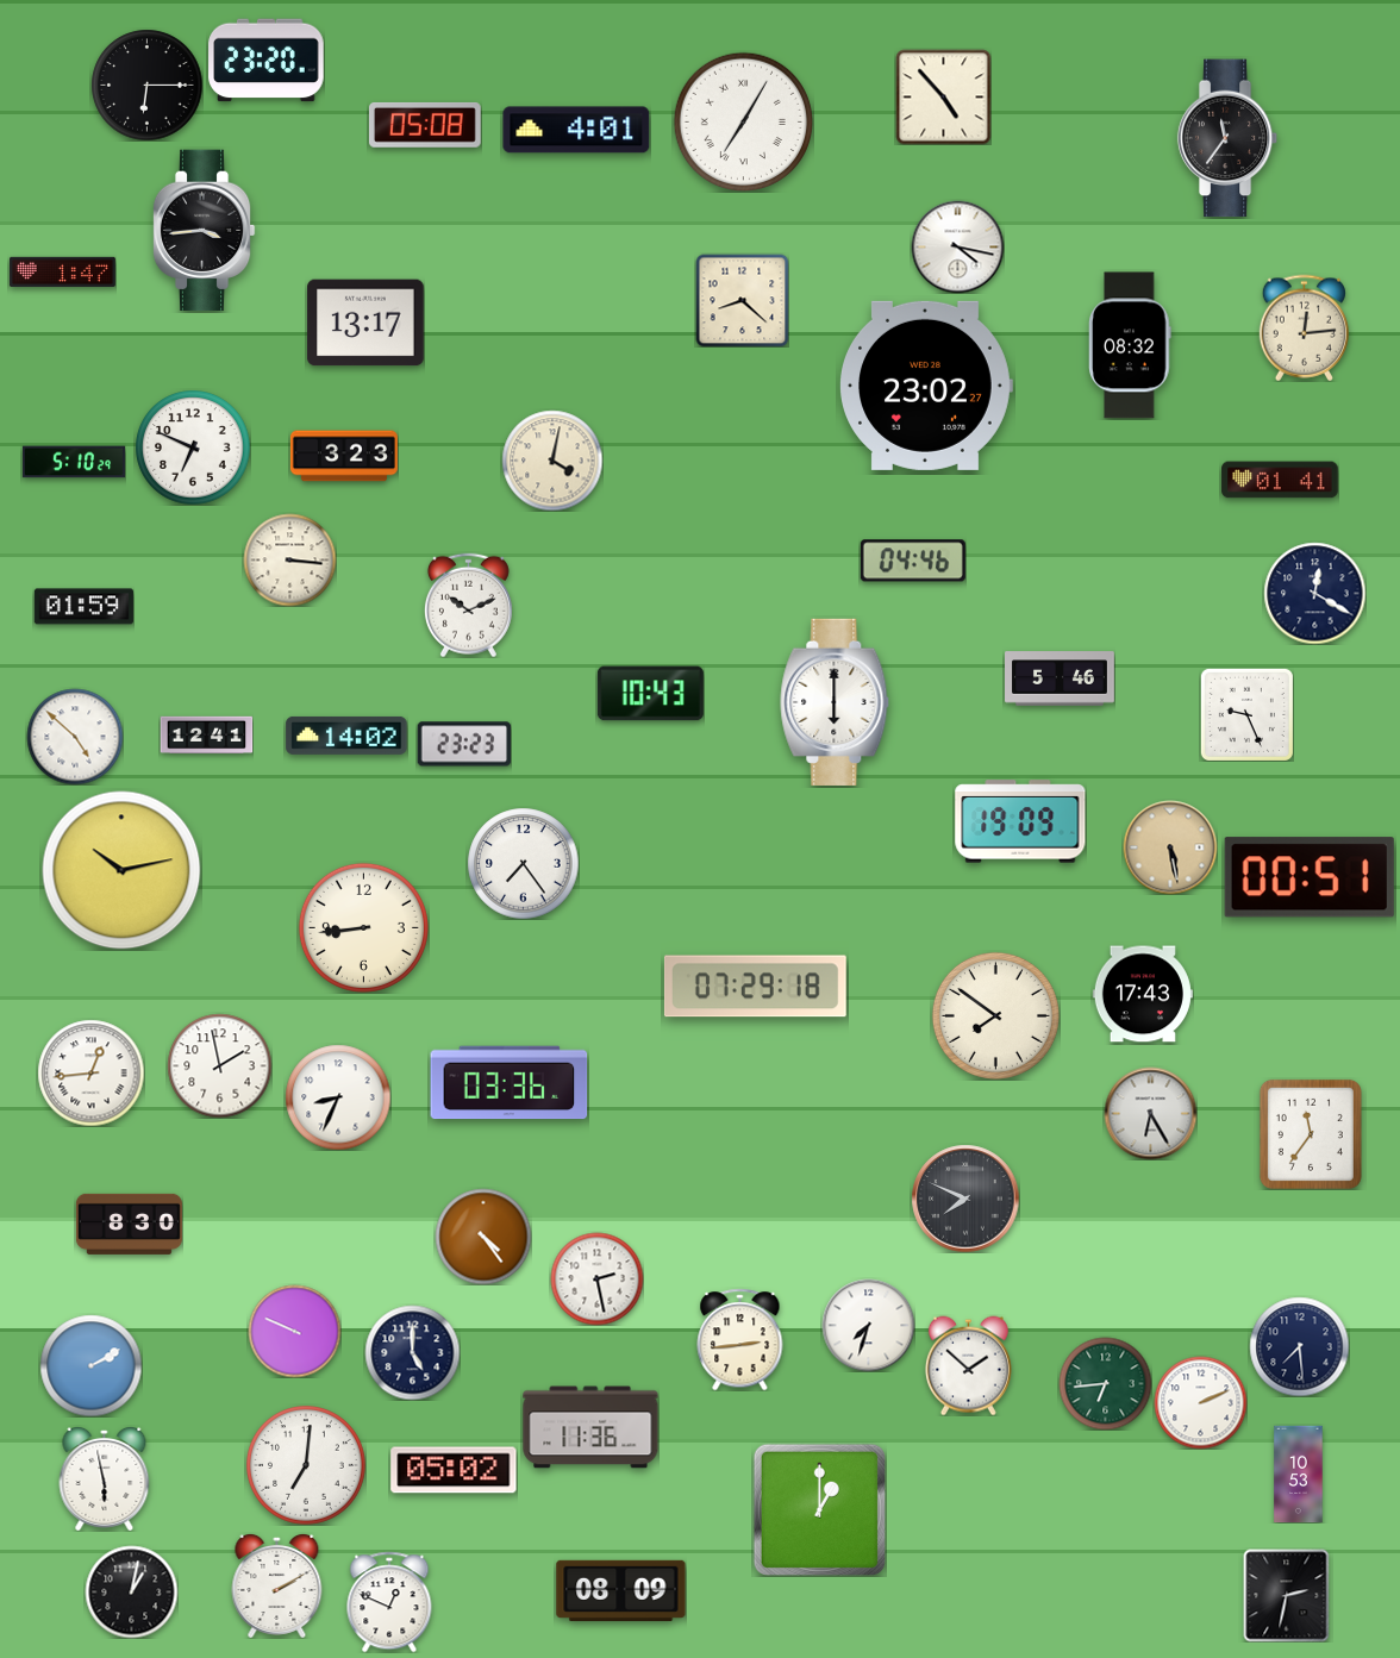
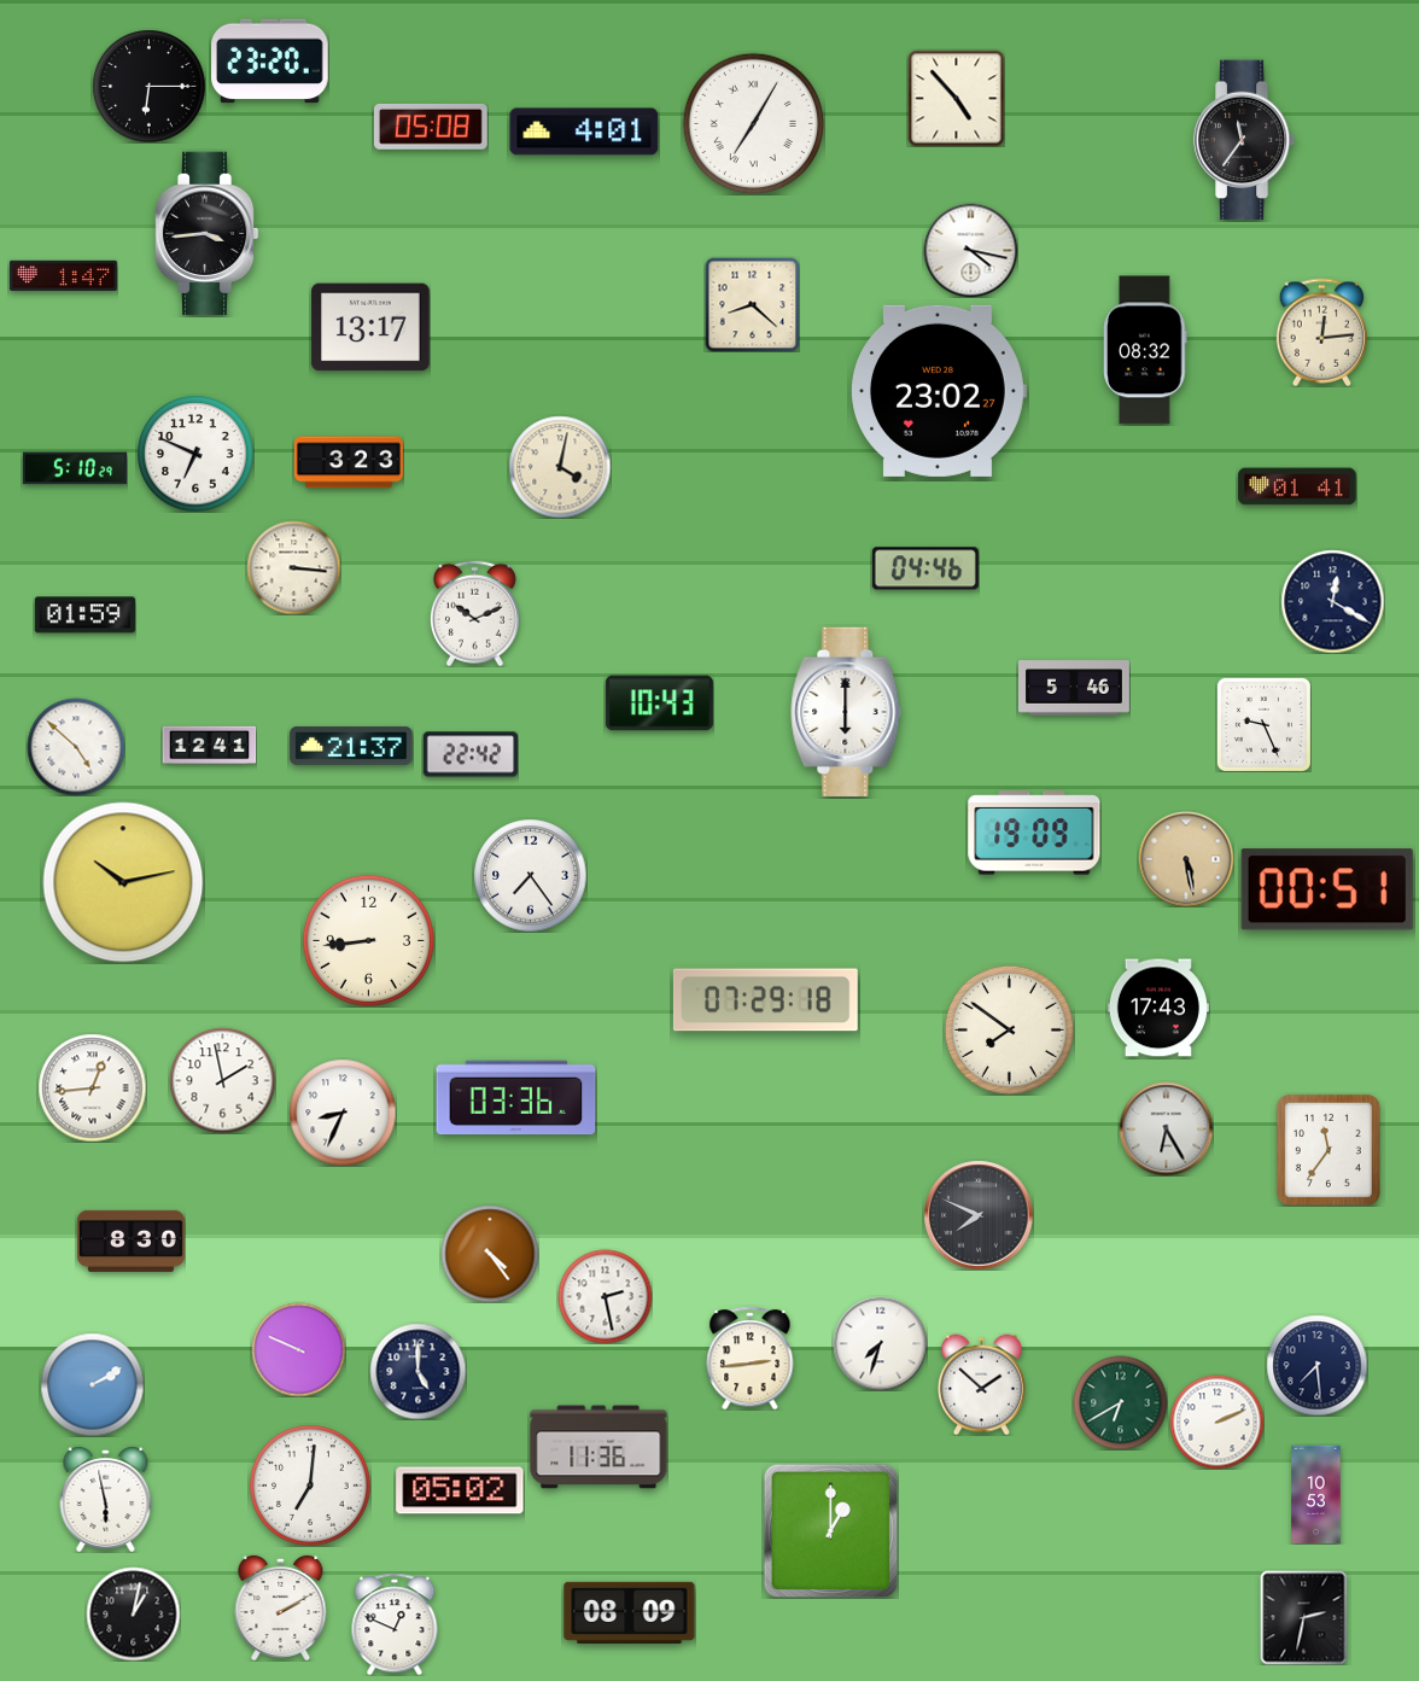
clock at (346, 736): 14:02 -> 21:37
clock at (464, 744): 23:23 -> 22:42
clock at (1105, 1383): 6:44 -> 6:40
